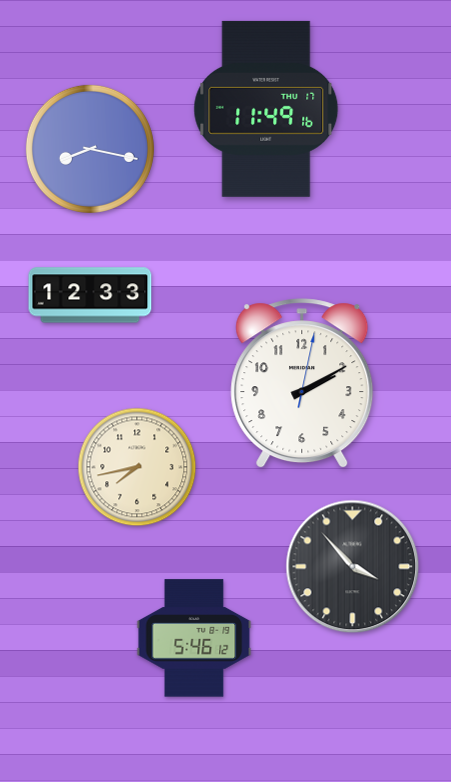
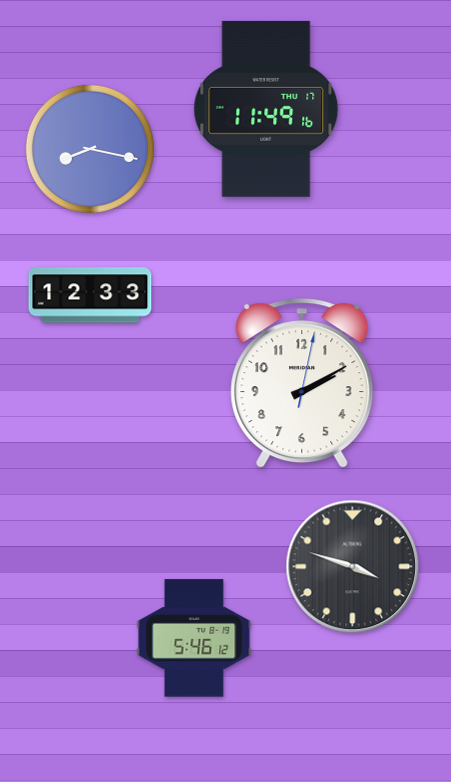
clock at (137, 467): 7:43 -> none
clock at (353, 567): 3:53 -> 3:48
